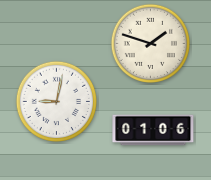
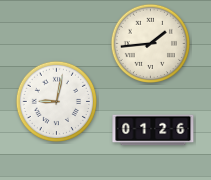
clock at (150, 43): 1:48 -> 1:44
clock at (153, 130): 01:06 -> 01:26
